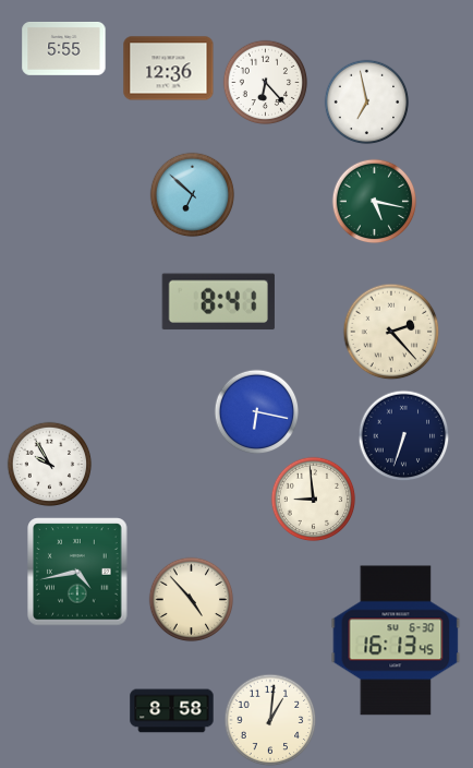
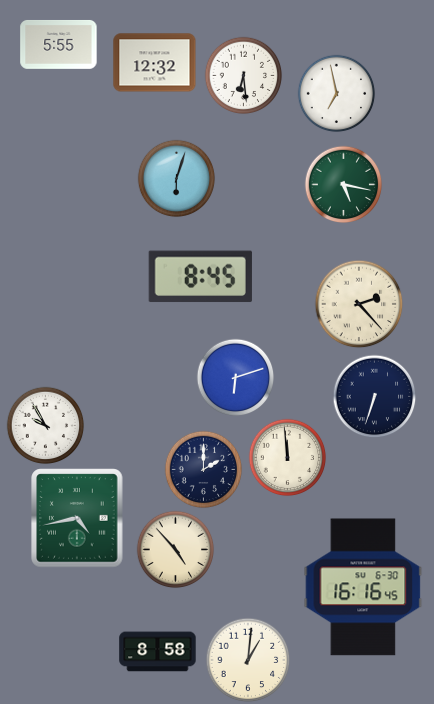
clock at (169, 69): 12:36 -> 12:32
clock at (265, 82): 6:23 -> 6:29
clock at (192, 194): 6:52 -> 6:03
clock at (218, 302): 8:41 -> 8:45
clock at (256, 411): 6:17 -> 6:12
clock at (403, 435) position: (403, 435) -> (374, 396)
clock at (313, 499): 8:59 -> 11:59
clock at (203, 469): none -> 2:00
clock at (77, 572) position: (77, 572) -> (77, 518)
clock at (396, 640): 16:13 -> 16:16
